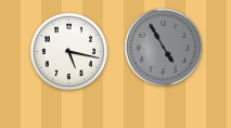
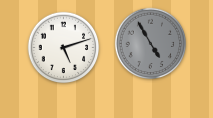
clock at (69, 52): 5:17 -> 5:12
